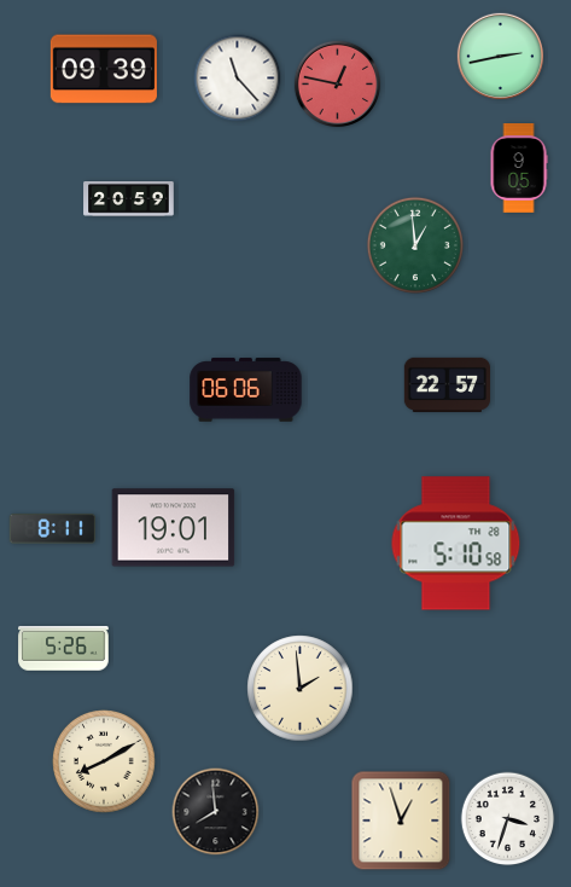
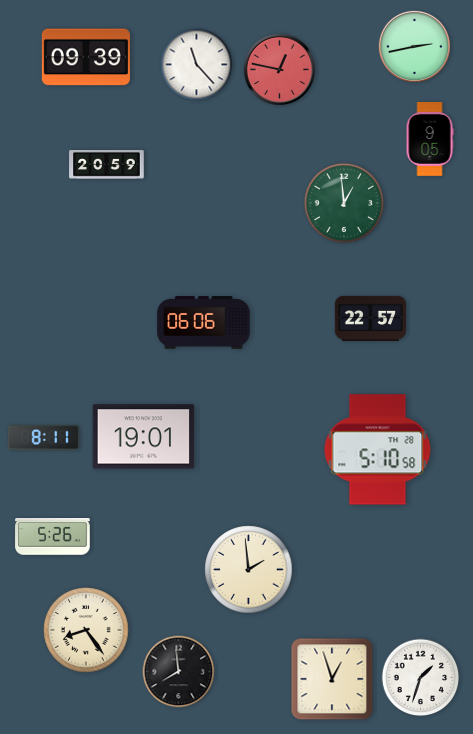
clock at (104, 761): 8:10 -> 8:24
clock at (508, 819): 3:33 -> 1:33
